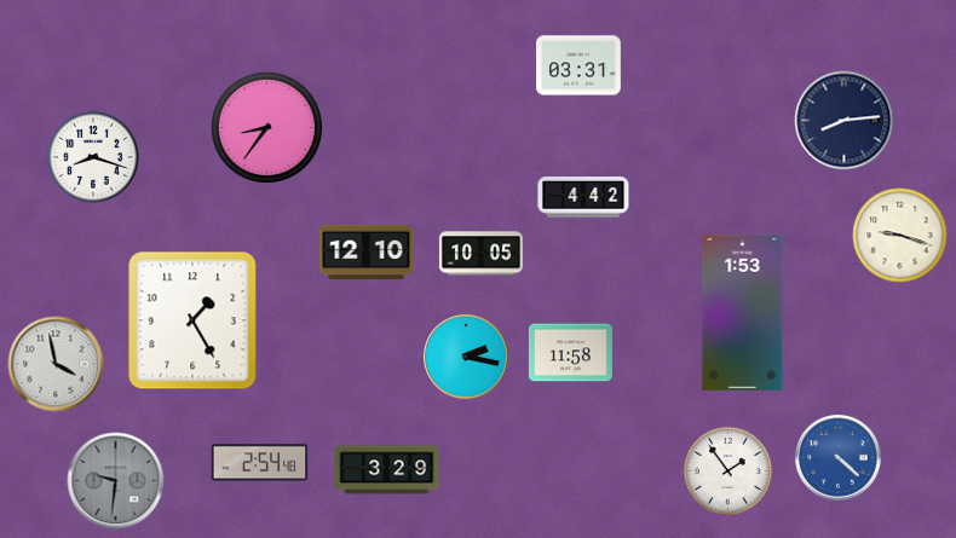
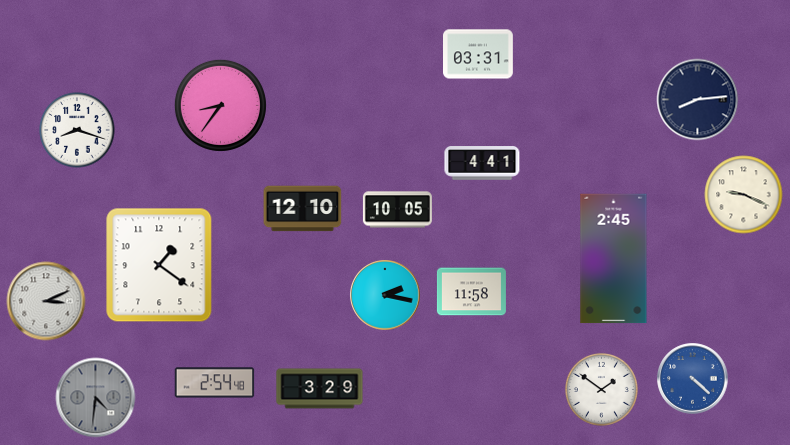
clock at (583, 197): 4:42 -> 4:41
clock at (900, 236): 9:18 -> 9:19
clock at (743, 313): 1:53 -> 2:45
clock at (192, 320): 1:25 -> 1:21
clock at (56, 364): 3:58 -> 3:11
clock at (727, 470): 1:54 -> 1:51
clock at (116, 481): 9:31 -> 4:31
